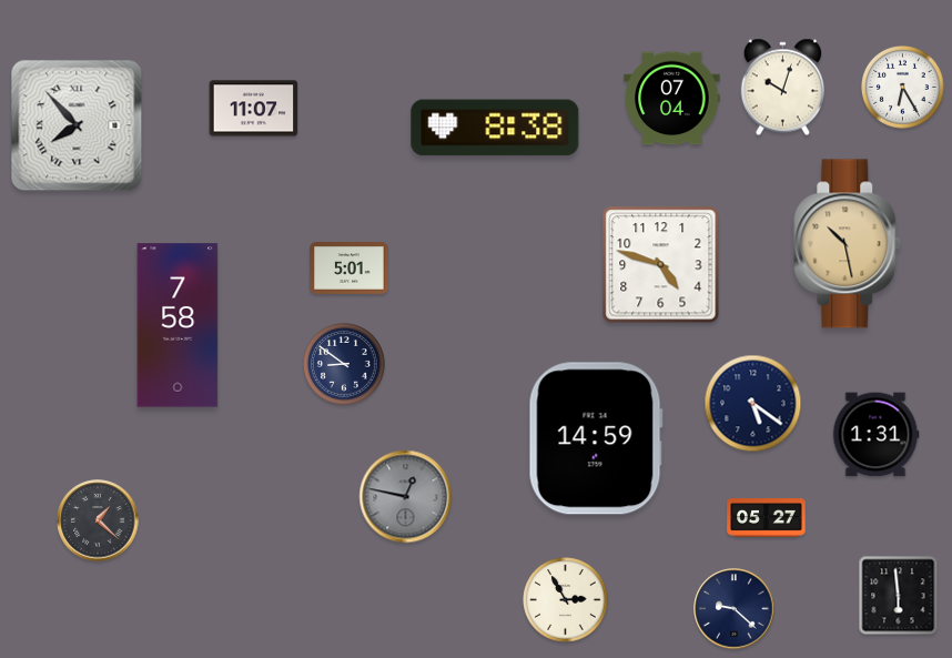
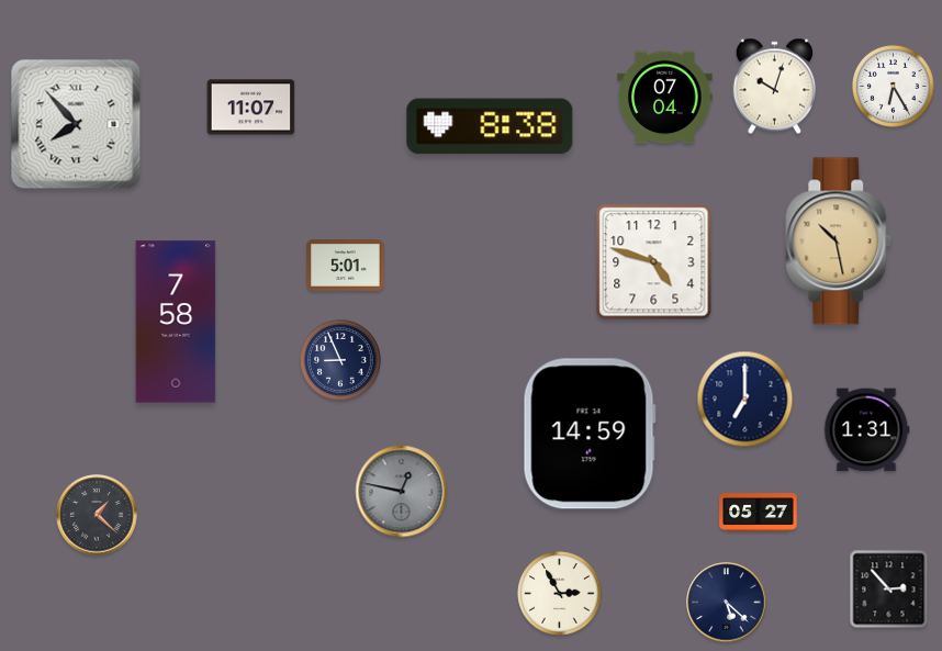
clock at (344, 364): 8:51 -> 8:56
clock at (753, 404): 5:21 -> 7:00
clock at (899, 596): 5:59 -> 2:53
clock at (735, 609): 9:22 -> 5:22
